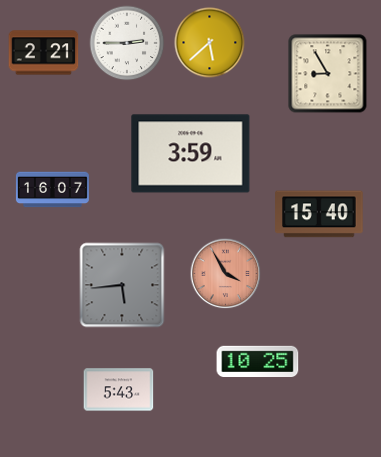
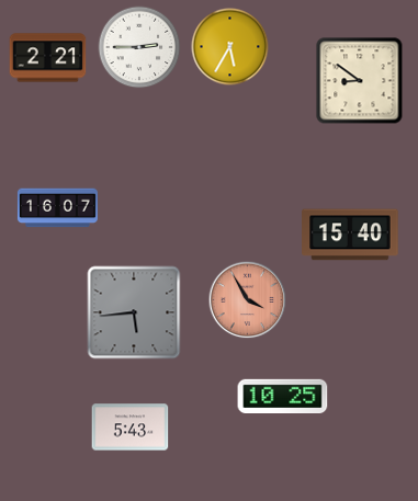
clock at (210, 43): 5:38 -> 5:35
clock at (328, 74): 8:55 -> 8:51
clock at (191, 154): 3:59 -> none
